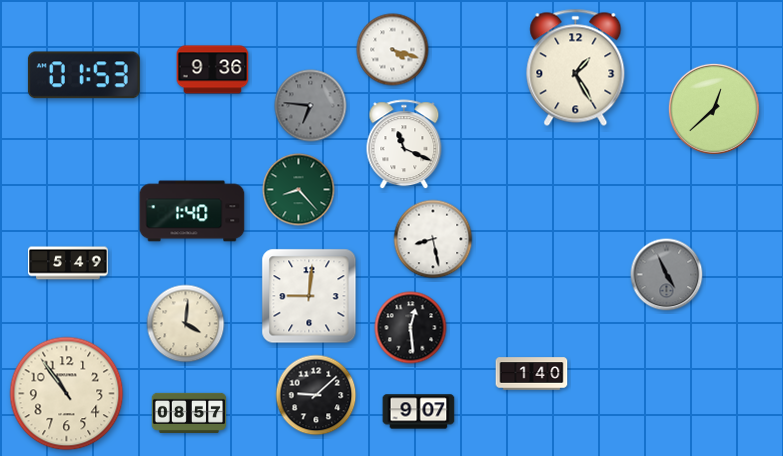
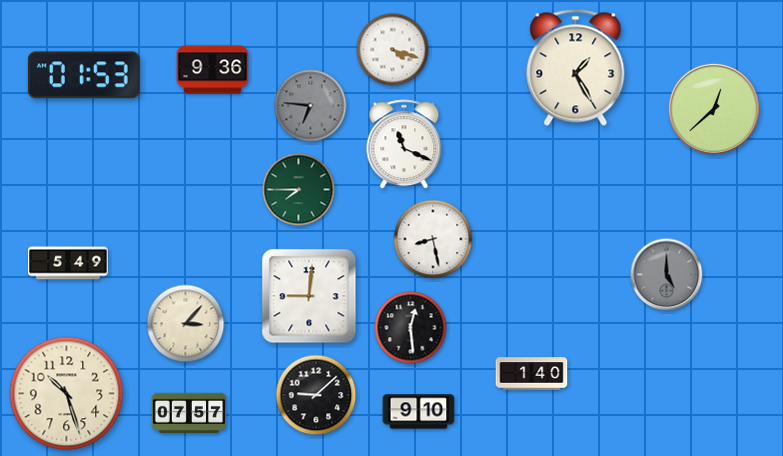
clock at (299, 190): 8:23 -> 7:45
clock at (192, 211): 1:40 -> none
clock at (667, 275): 4:56 -> 5:00
clock at (186, 324): 4:01 -> 3:07
clock at (67, 394): 10:54 -> 10:27
clock at (419, 412): 9:07 -> 9:10
clock at (189, 413): 08:57 -> 07:57
